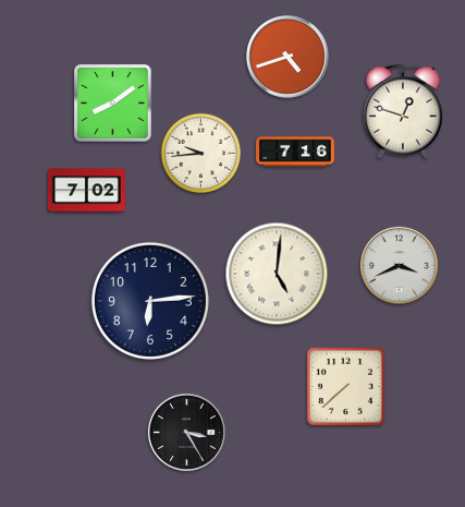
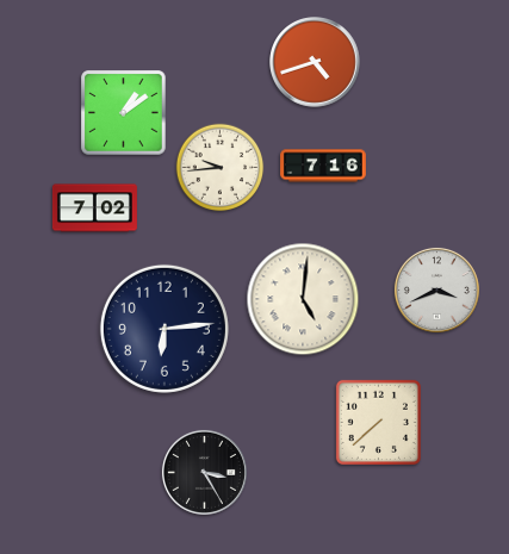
clock at (113, 104): 8:09 -> 1:09
clock at (403, 111): 12:48 -> none
